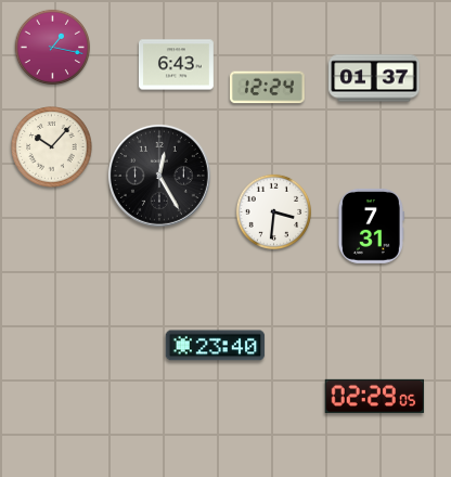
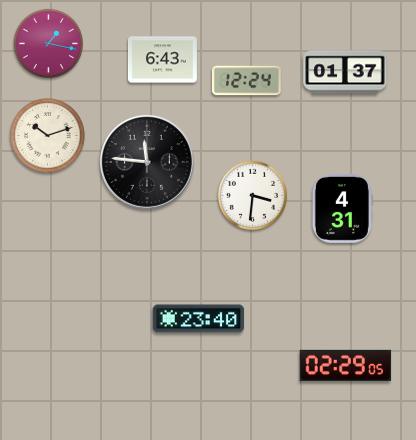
clock at (52, 147): 10:07 -> 10:12
clock at (160, 177): 12:25 -> 11:46
clock at (371, 225): 7:31 -> 4:31
